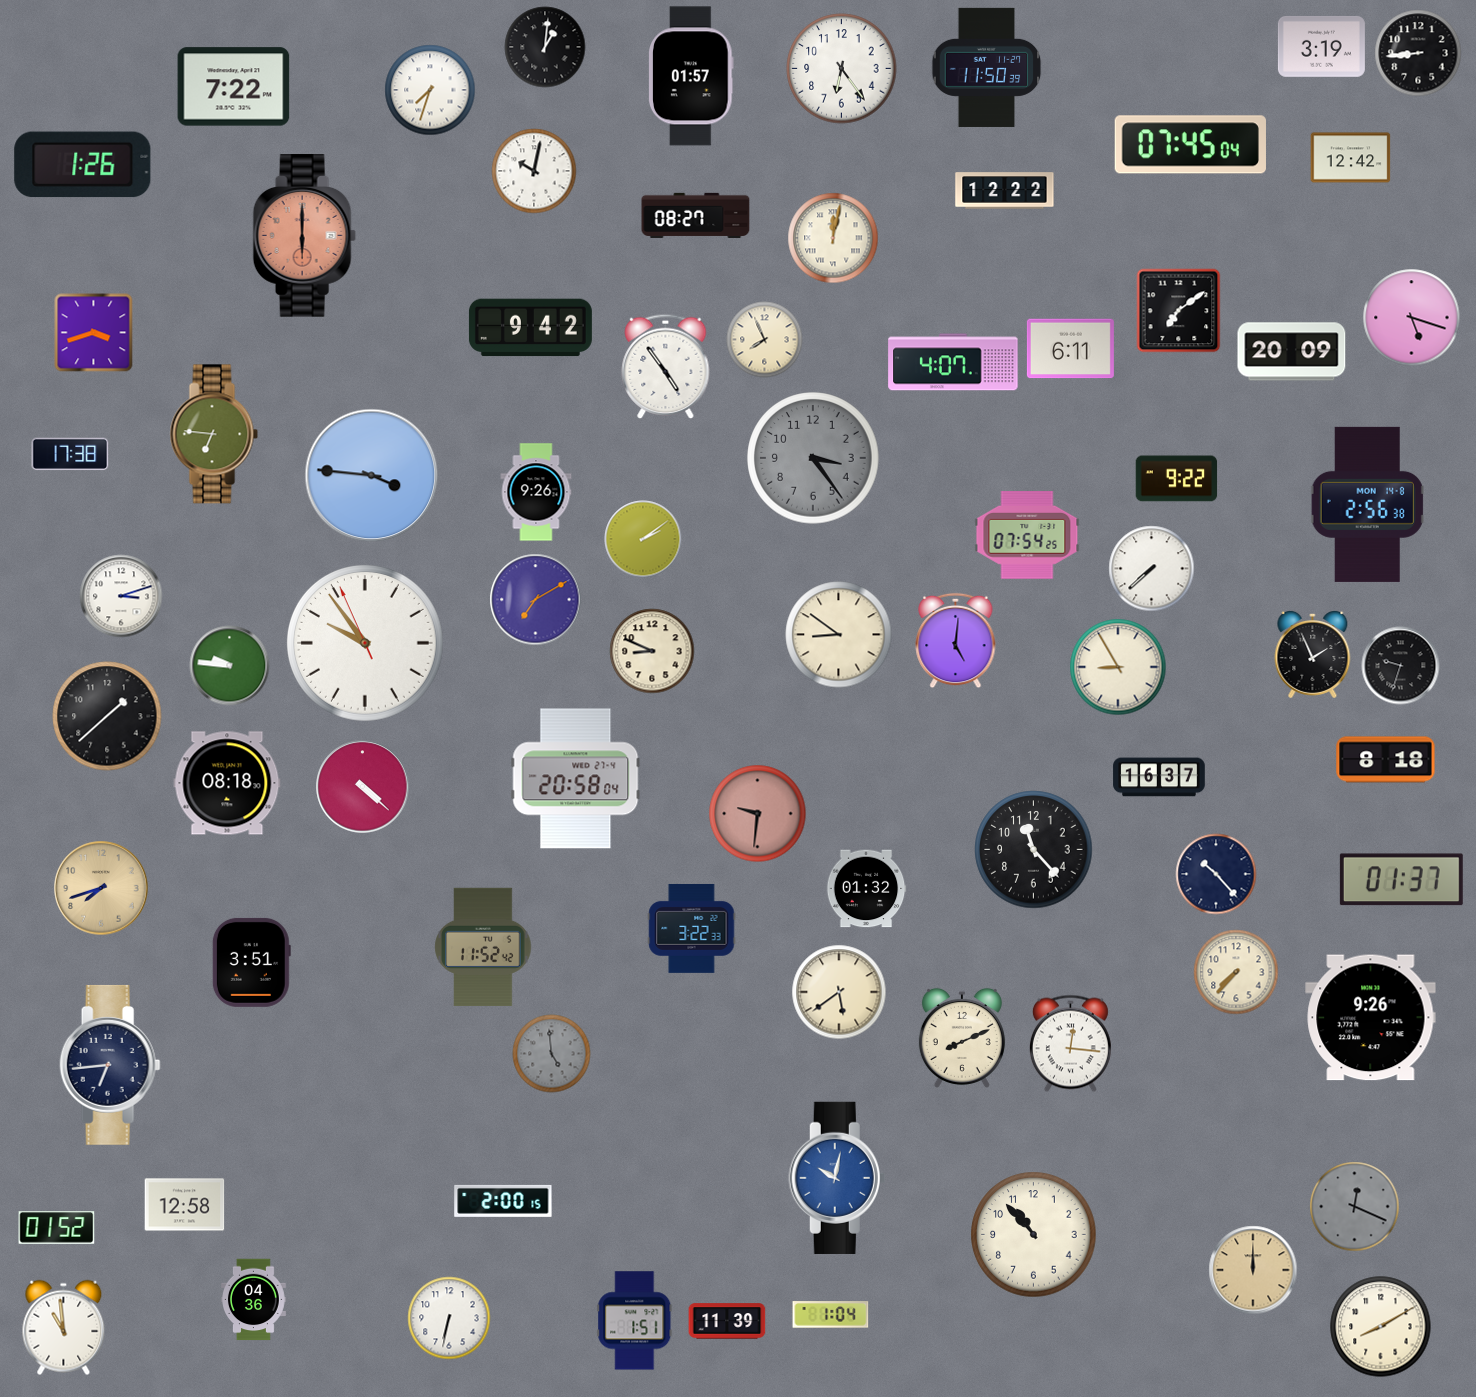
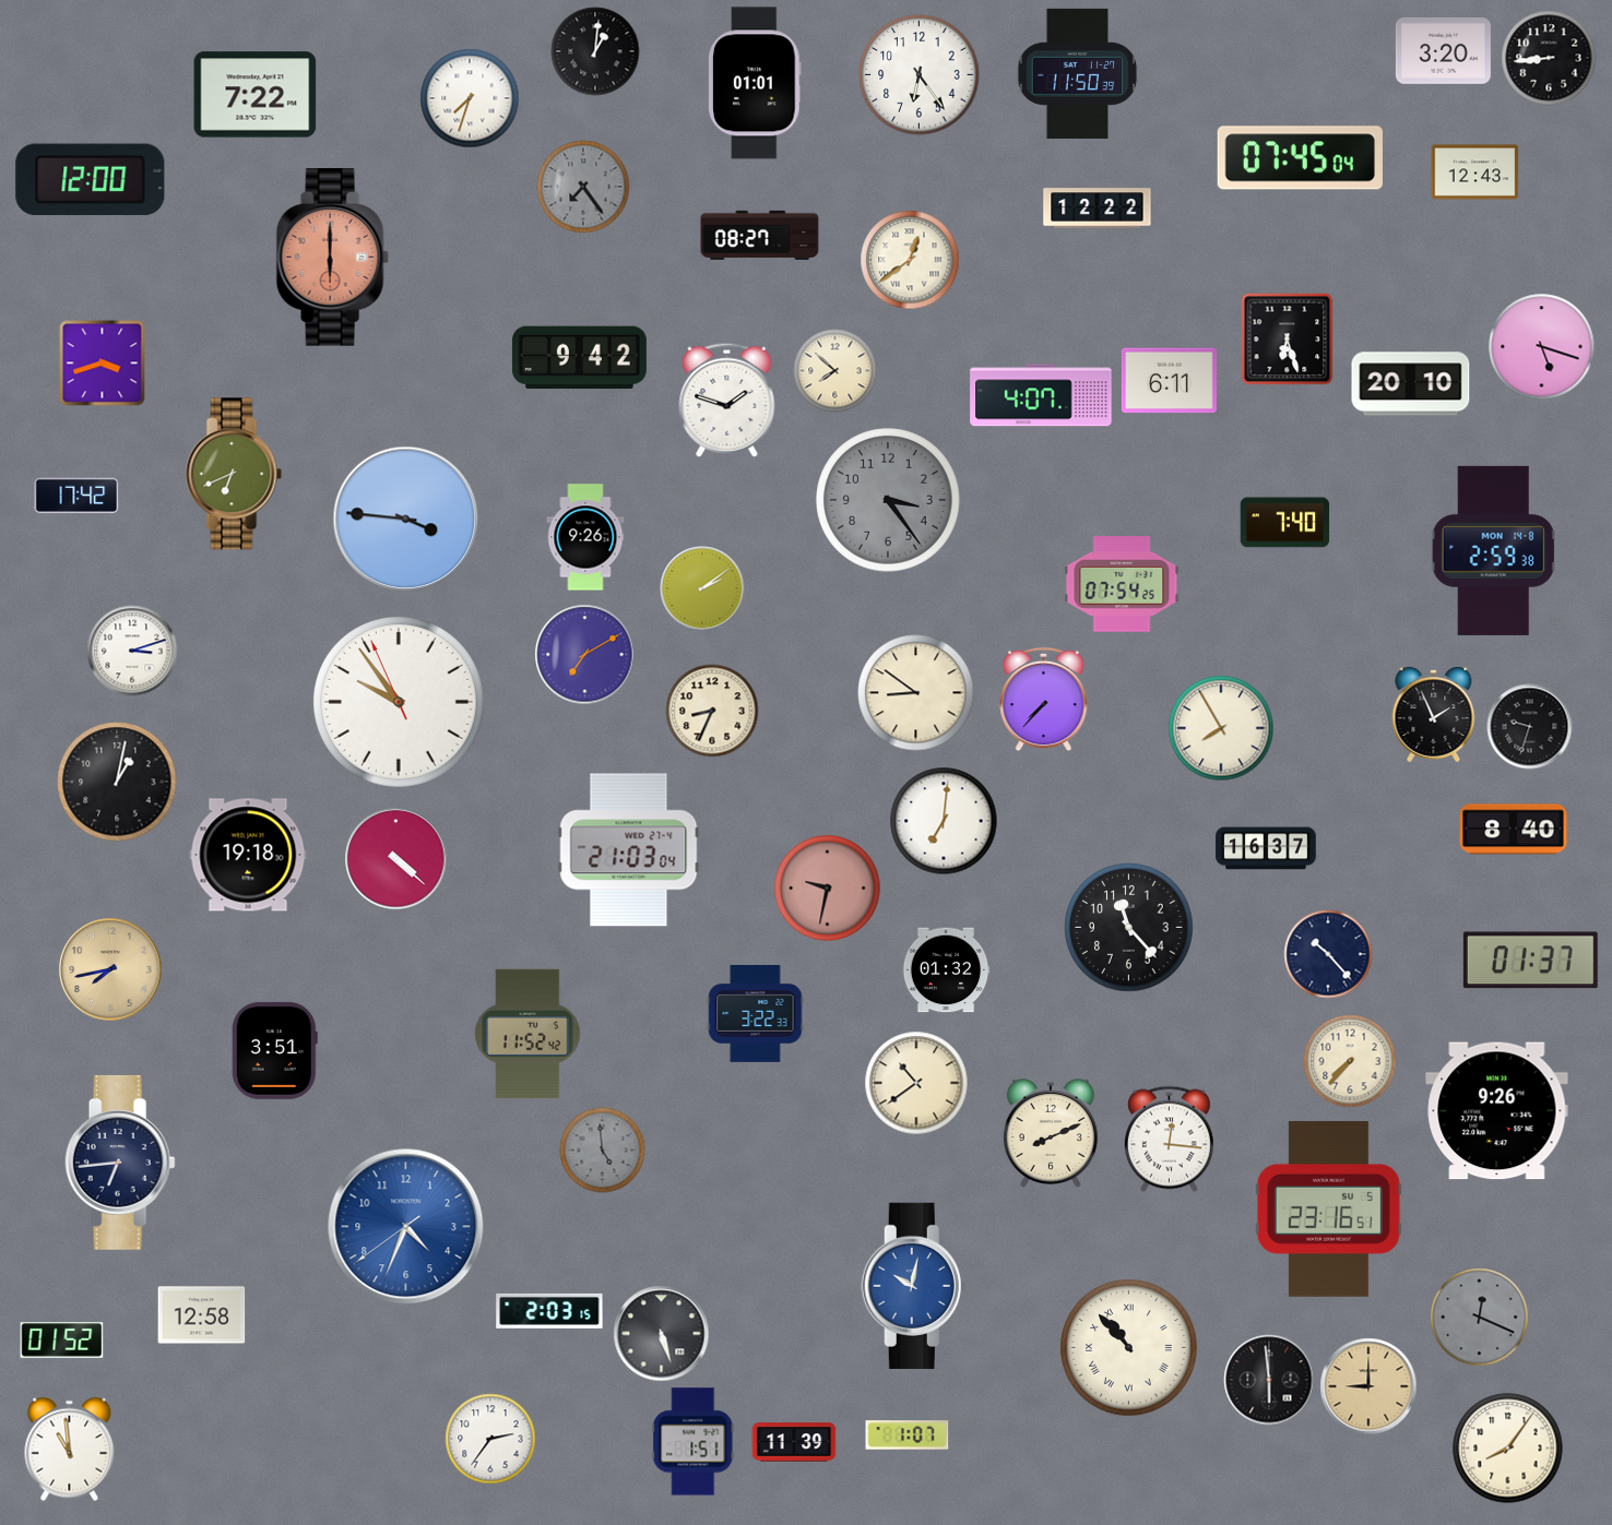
clock at (1321, 46): 3:19 -> 3:20
clock at (692, 76): 01:57 -> 01:01
clock at (1351, 158): 12:42 -> 12:43
clock at (83, 165): 1:26 -> 12:00
clock at (534, 171): 10:02 -> 7:24
clock at (534, 171) dial: white -> grey
clock at (833, 238): 12:02 -> 12:39
clock at (1179, 311): 7:09 -> 6:27
clock at (765, 340): 7:56 -> 7:52
clock at (1292, 352): 20:09 -> 20:10
clock at (666, 366): 4:54 -> 1:48
clock at (214, 434): 6:46 -> 6:41
clock at (70, 454): 17:38 -> 17:42
clock at (1177, 479): 9:22 -> 7:40
clock at (1368, 504): 2:56 -> 2:59
clock at (1152, 569): 7:38 -> none
clock at (956, 641): 5:01 -> 7:37
clock at (652, 651): 8:49 -> 8:34
clock at (230, 666): 9:46 -> none
clock at (1118, 667): 8:55 -> 7:55
clock at (107, 716): 1:38 -> 1:02
clock at (944, 821): none -> 7:01
clock at (1386, 760): 8:18 -> 8:40
clock at (576, 779): 20:58 -> 21:03
clock at (227, 783): 08:18 -> 19:18
clock at (758, 814): 9:31 -> 9:32
clock at (101, 888): 7:42 -> 7:43
clock at (839, 992): 5:39 -> 10:39
clock at (1328, 1208): none -> 23:16
clock at (406, 1227): none -> 4:33
clock at (503, 1201): 2:00 -> 2:03
clock at (662, 1334): none -> 5:27
clock at (1034, 1235) numerals: Arabic -> Roman
clock at (1269, 1380): none -> 5:59
clock at (1253, 1270): 12:00 -> 9:00
clock at (254, 1300): 04:36 -> none
clock at (831, 1315): 1:04 -> 1:07
clock at (449, 1318): 6:32 -> 2:36
clock at (1381, 1327): 8:10 -> 8:06
